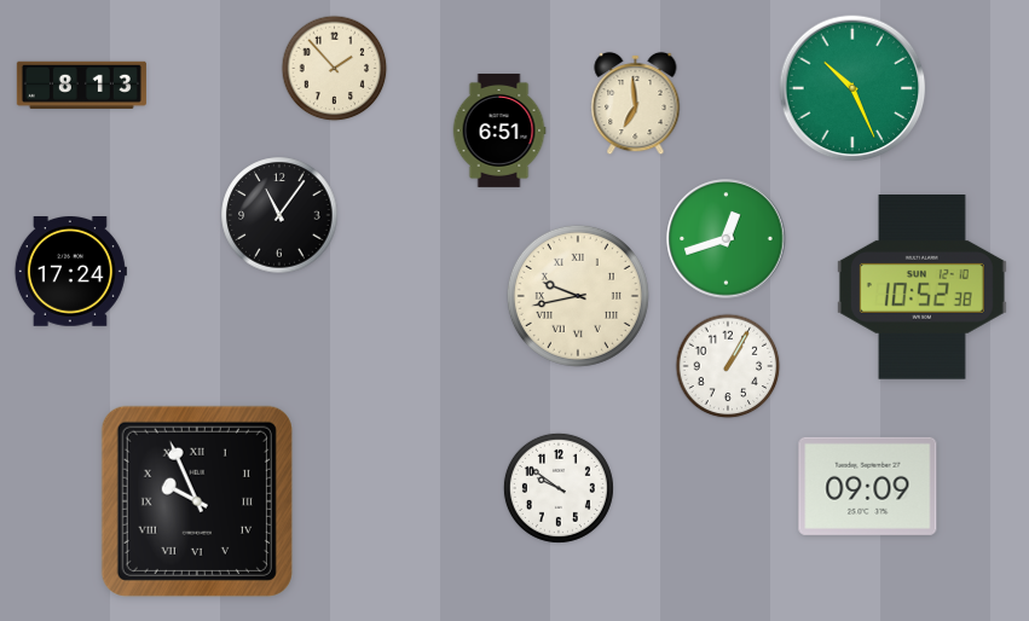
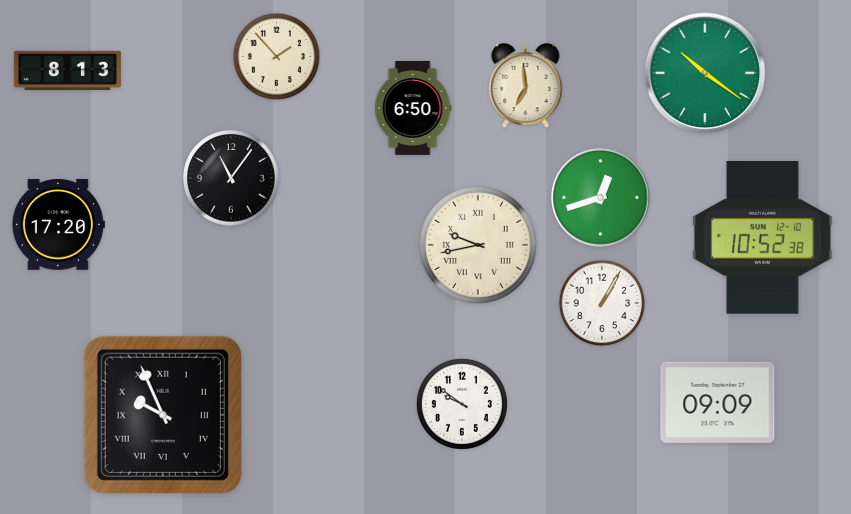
clock at (852, 88): 10:26 -> 10:21
clock at (499, 130): 6:51 -> 6:50
clock at (70, 272): 17:24 -> 17:20
